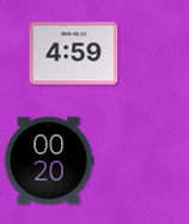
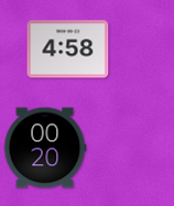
clock at (74, 54): 4:59 -> 4:58
